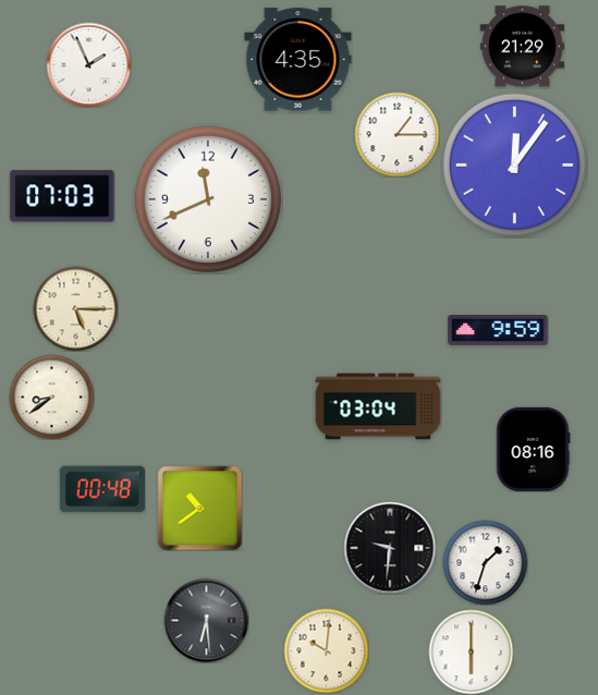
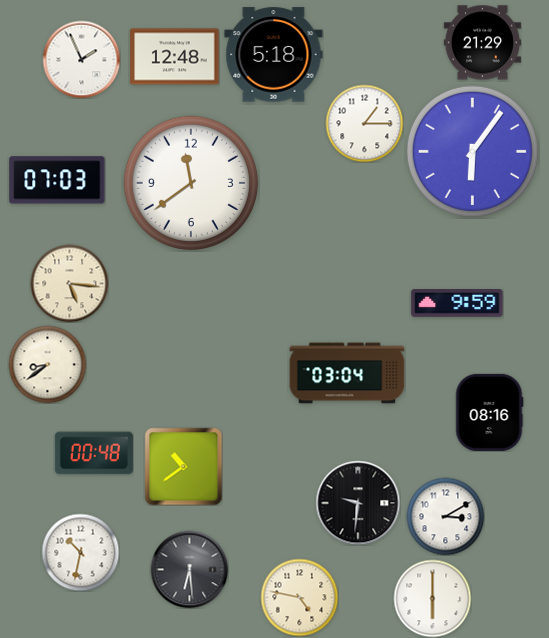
clock at (522, 47) position: (522, 47) -> (482, 43)
clock at (298, 60): 4:35 -> 5:18
clock at (175, 57): none -> 12:48
clock at (514, 164): 12:06 -> 6:06
clock at (208, 199): 11:41 -> 11:39
clock at (75, 308): 5:15 -> 5:16
clock at (102, 489) position: (102, 489) -> (94, 453)
clock at (485, 562): 1:33 -> 3:10
clock at (80, 552): none -> 10:32
clock at (326, 650): 10:01 -> 4:47
